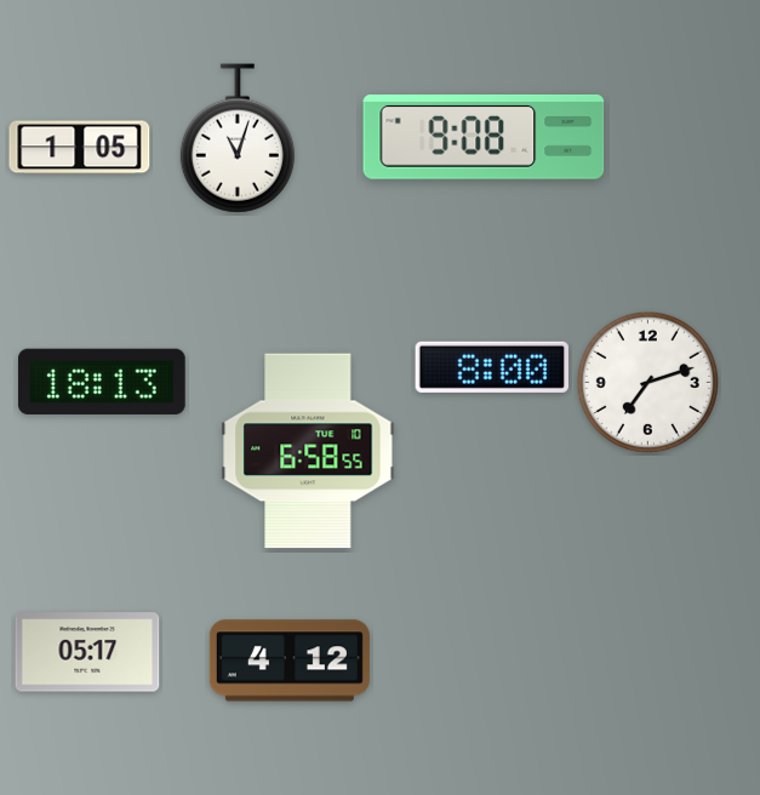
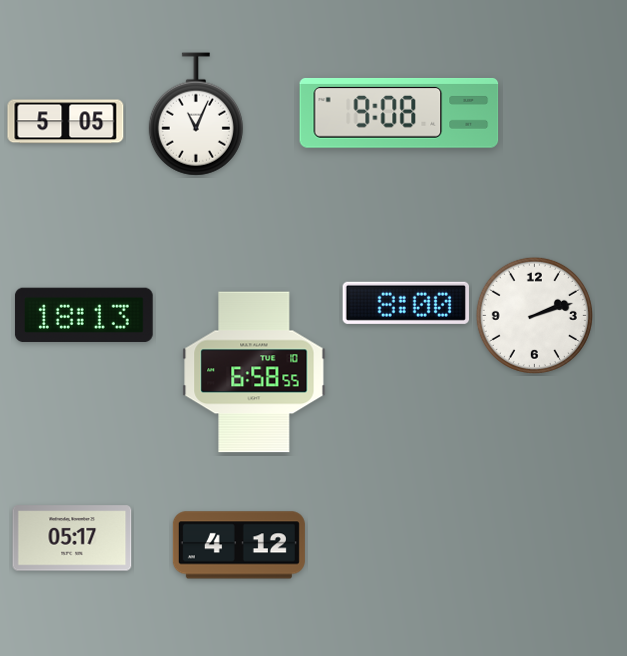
clock at (238, 138): 11:03 -> 11:04
clock at (80, 148): 1:05 -> 5:05
clock at (647, 382): 7:12 -> 2:12
